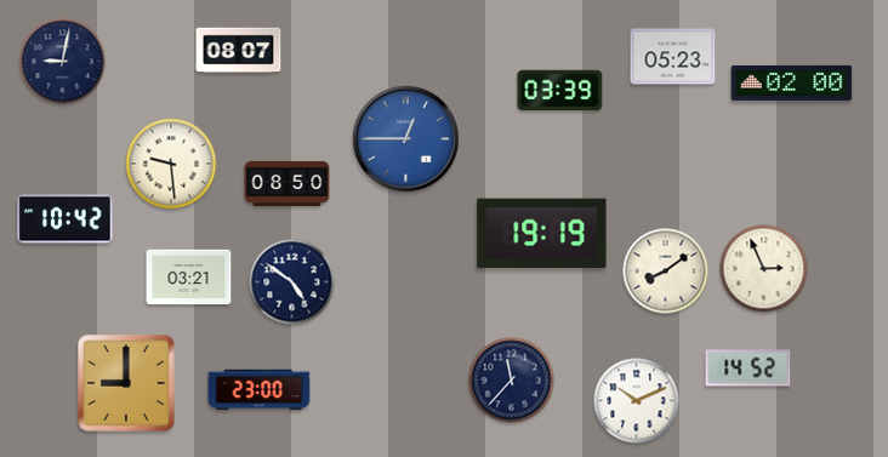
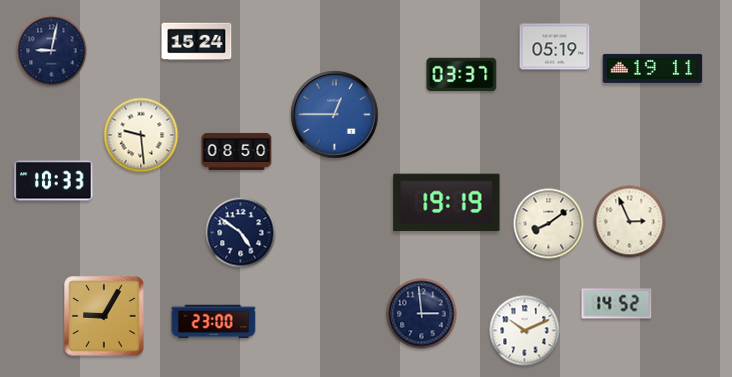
clock at (239, 51): 08:07 -> 15:24
clock at (673, 57): 05:23 -> 05:19
clock at (792, 82): 02:00 -> 19:11
clock at (560, 91): 03:39 -> 03:37
clock at (66, 219): 10:42 -> 10:33
clock at (542, 234) position: (542, 234) -> (447, 203)
clock at (189, 278): 03:21 -> none
clock at (512, 381): 11:37 -> 2:59
clock at (126, 383): 9:00 -> 9:05
